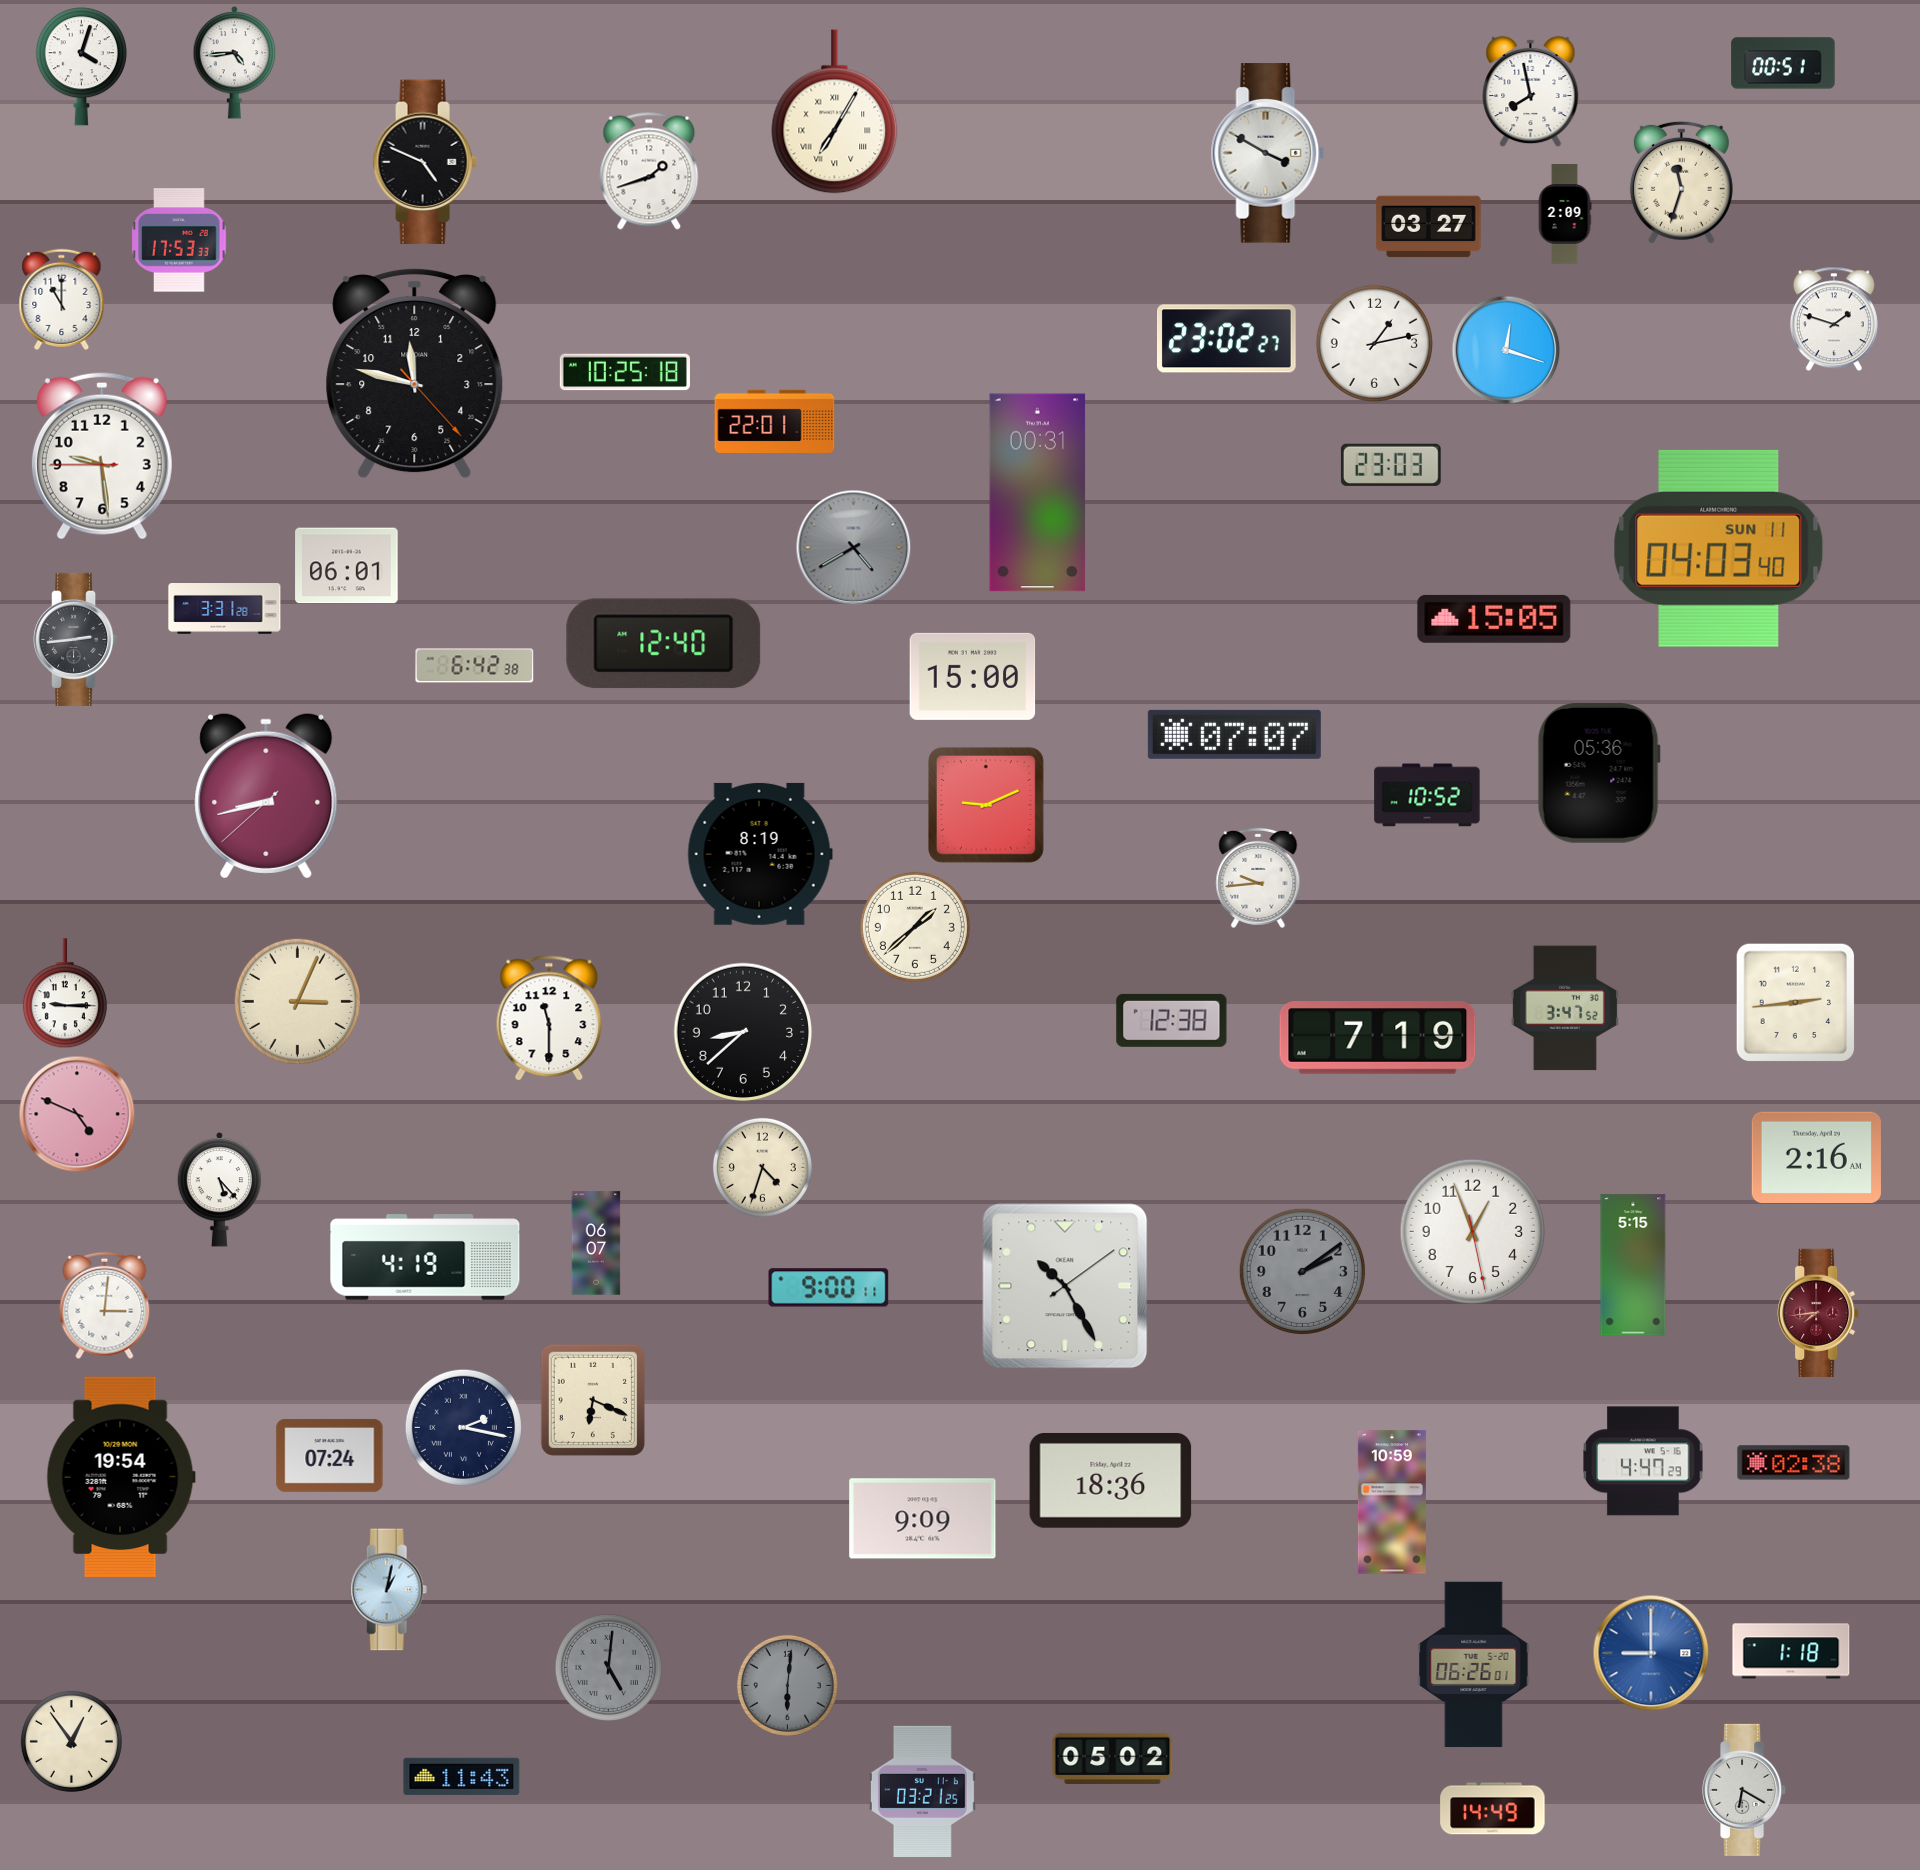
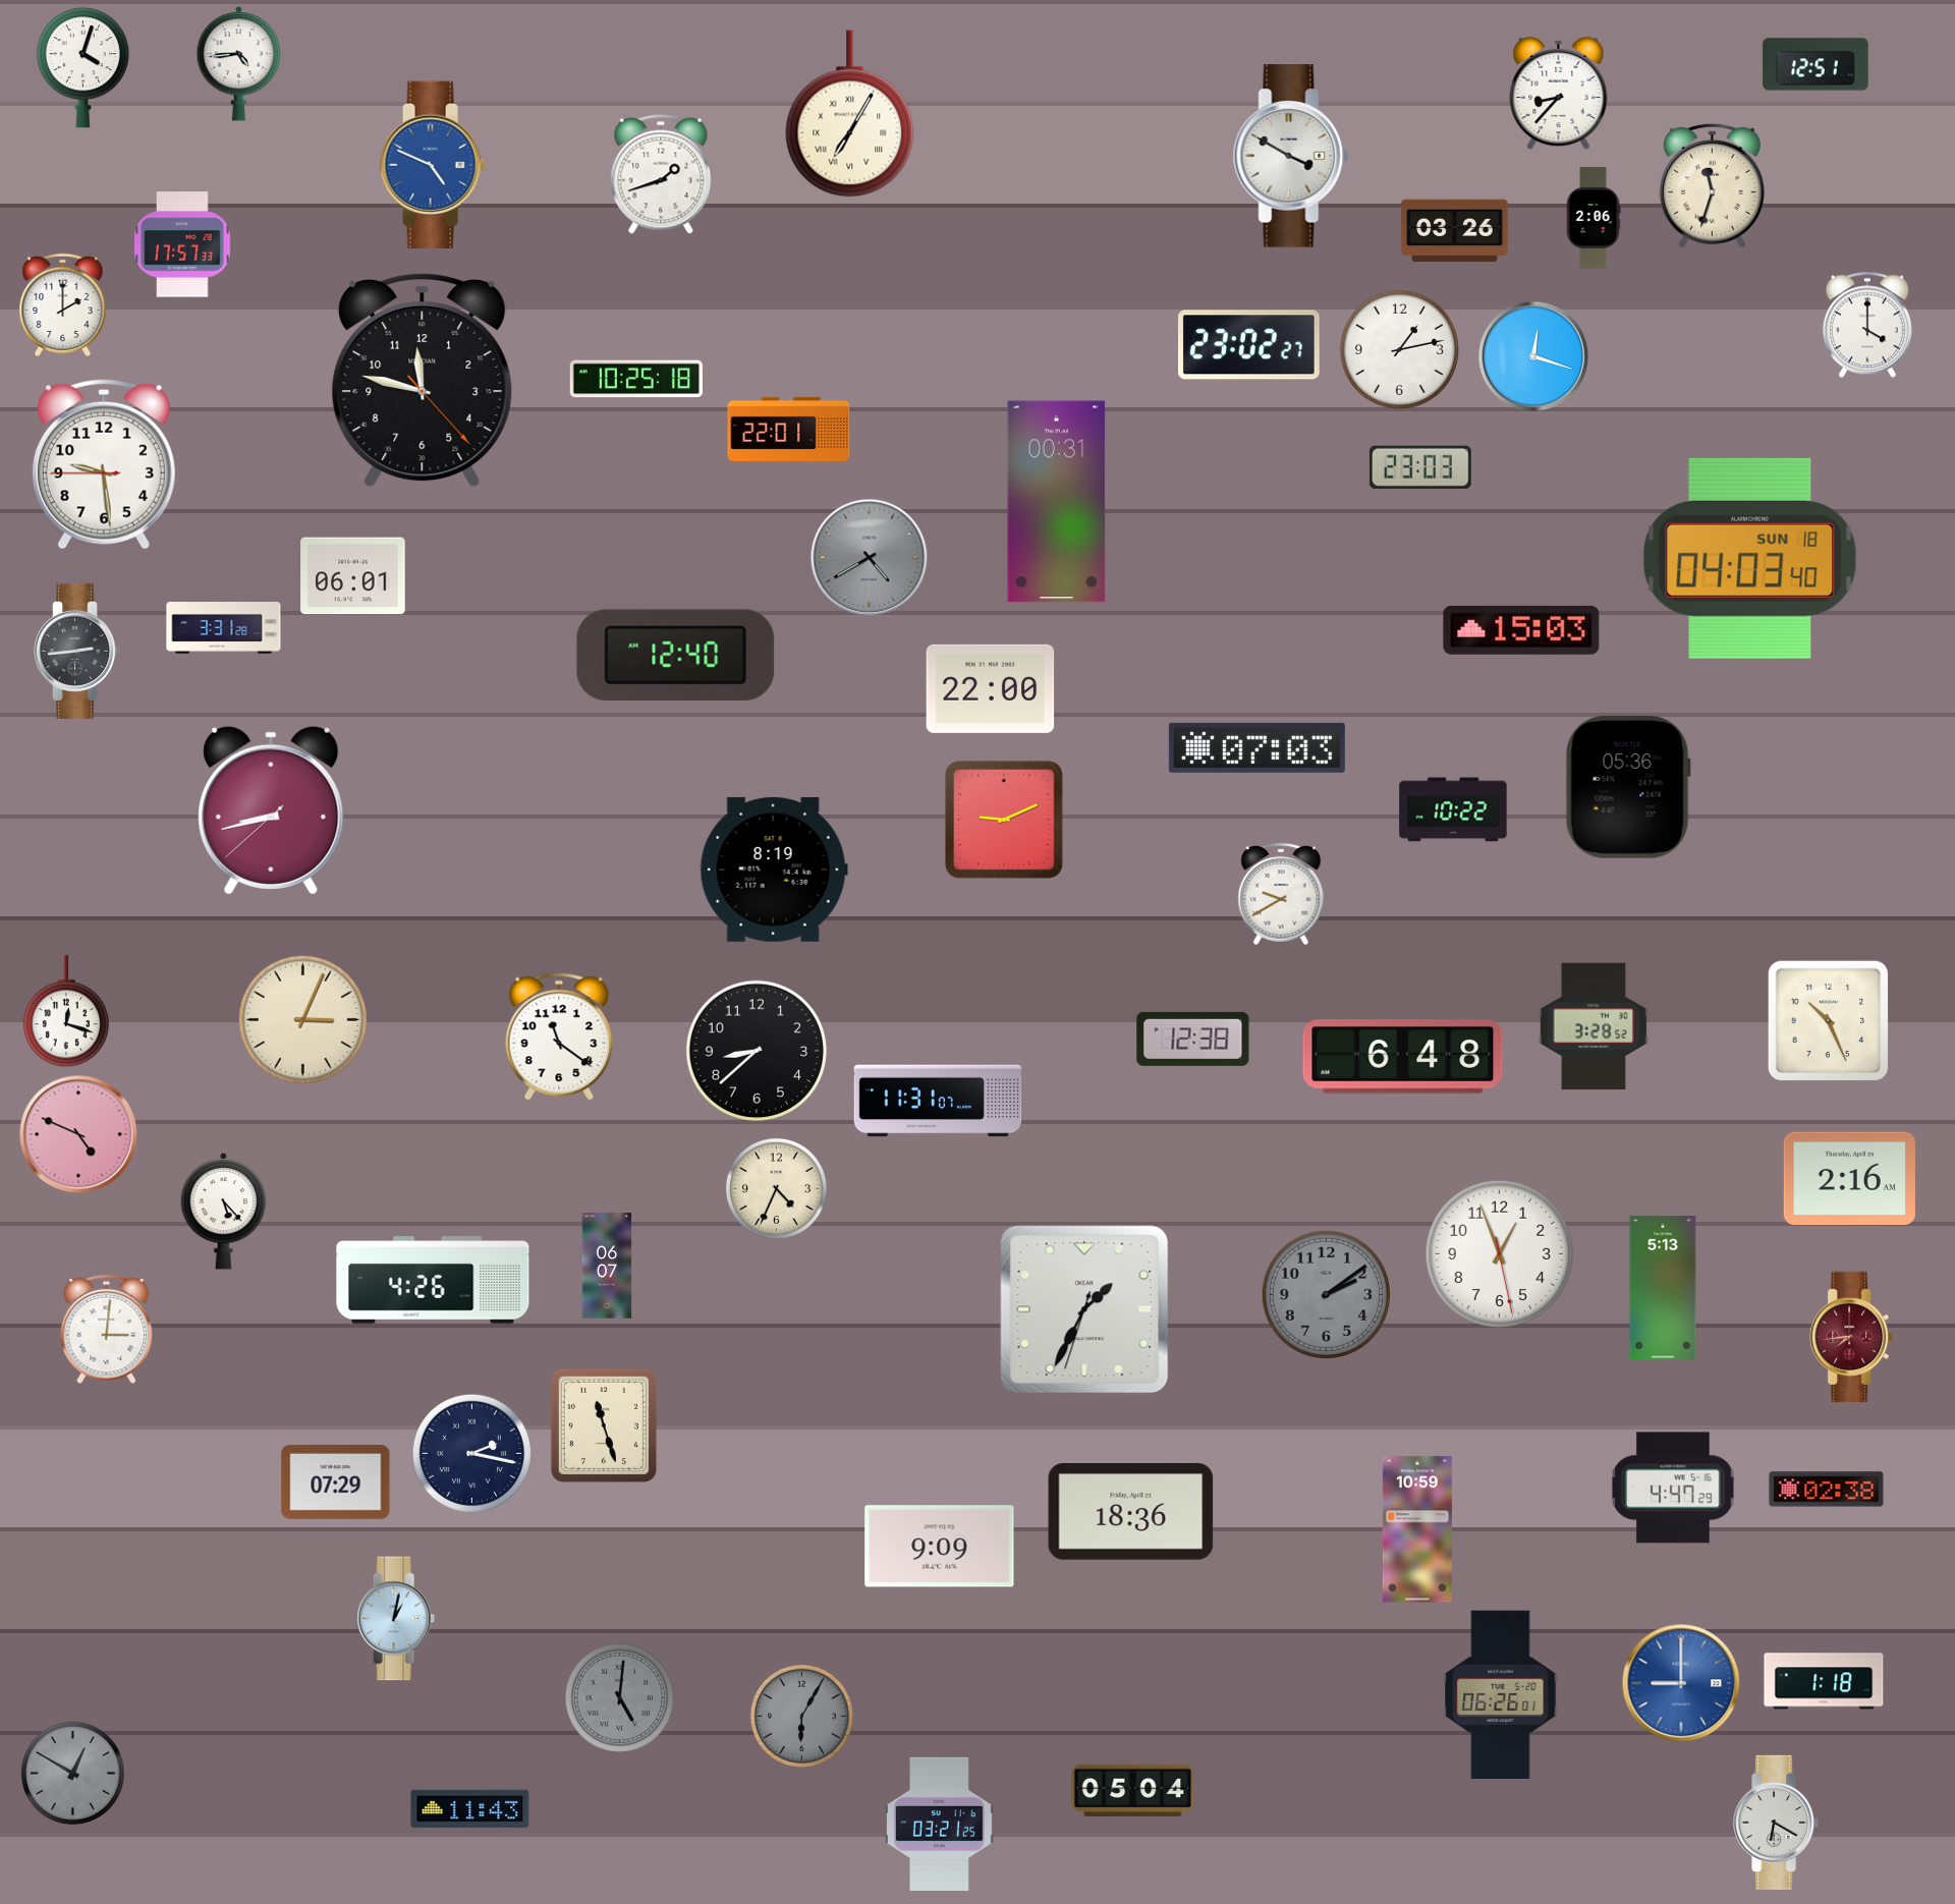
clock at (1783, 63): 00:51 -> 12:51
clock at (1531, 92): 7:58 -> 8:37
clock at (425, 162) dial: black -> blue
clock at (1565, 214): 2:09 -> 2:06
clock at (1429, 227): 03:27 -> 03:26
clock at (179, 240): 17:53 -> 17:57
clock at (62, 299): 11:00 -> 2:00
clock at (1834, 319): 1:48 -> 4:00
clock at (1391, 465) position: (1391, 465) -> (1420, 467)
clock at (1719, 548) date: SUN 11 -> SUN 18
clock at (225, 609) position: (225, 609) -> (224, 628)
clock at (1494, 619): 15:05 -> 15:03
clock at (475, 666): 6:42 -> none
clock at (973, 676): 15:00 -> 22:00
clock at (1234, 734): 07:07 -> 07:03
clock at (1427, 795): 10:52 -> 10:22
clock at (1258, 878): 9:44 -> 9:40
clock at (915, 927): 1:38 -> none
clock at (65, 994): 9:15 -> 12:18
clock at (1796, 1003): 2:44 -> 10:26
clock at (1565, 1008): 3:47 -> 3:28
clock at (549, 1019): 11:30 -> 11:21
clock at (1378, 1038): 7:19 -> 6:48
clock at (938, 1101): none -> 11:31
clock at (762, 1167): 4:33 -> 4:34
clock at (425, 1257): 4:19 -> 4:26
clock at (1633, 1265): 5:15 -> 5:13
clock at (1065, 1286): 10:25 -> 1:34
clock at (829, 1288): 9:00 -> none
clock at (593, 1400): 6:19 -> 11:27
clock at (330, 1455): 07:24 -> 07:29
clock at (121, 1477): 19:54 -> none
clock at (1111, 1480) position: (1111, 1480) -> (1131, 1511)
clock at (787, 1685): 6:01 -> 6:05
clock at (71, 1741): 12:54 -> 12:50
clock at (71, 1741) dial: cream -> grey
clock at (1113, 1758): 05:02 -> 05:04
clock at (1493, 1809): 14:49 -> none
